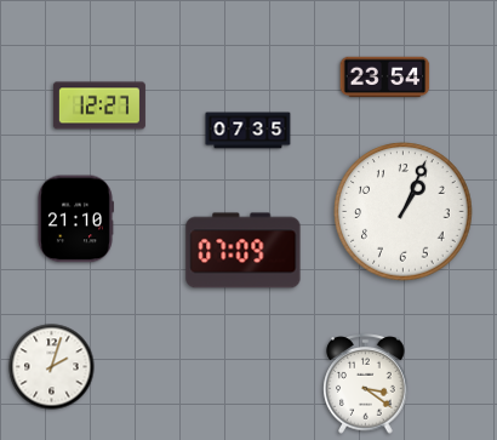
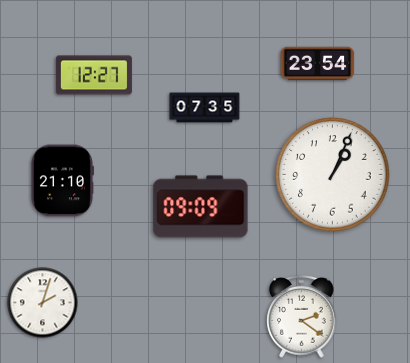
clock at (99, 105) position: (99, 105) -> (94, 75)
clock at (244, 251): 07:09 -> 09:09
clock at (366, 384): 3:21 -> 2:21
